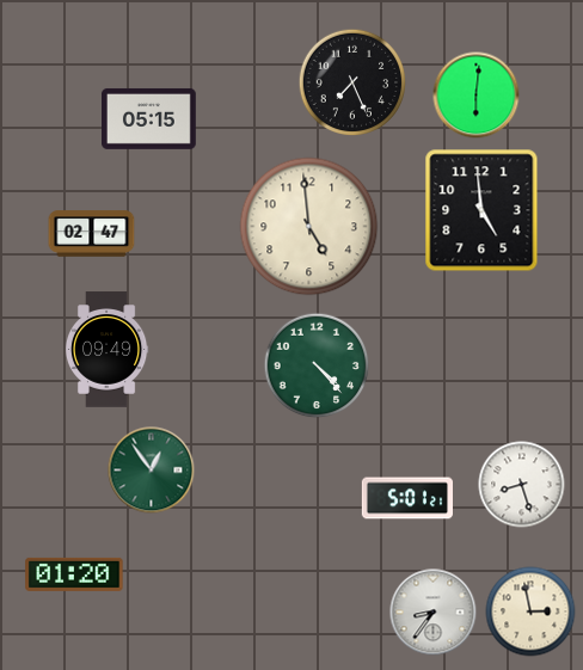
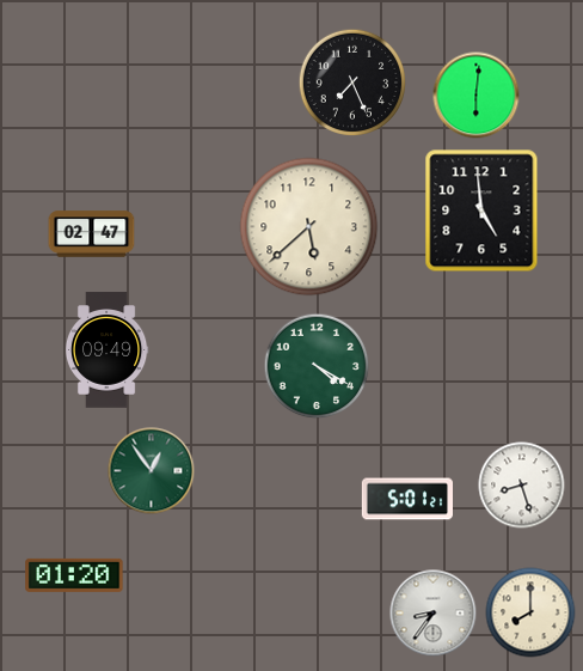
clock at (149, 118): 05:15 -> none
clock at (309, 227): 4:59 -> 5:38
clock at (317, 365): 4:23 -> 4:20
clock at (530, 611): 2:58 -> 8:00
